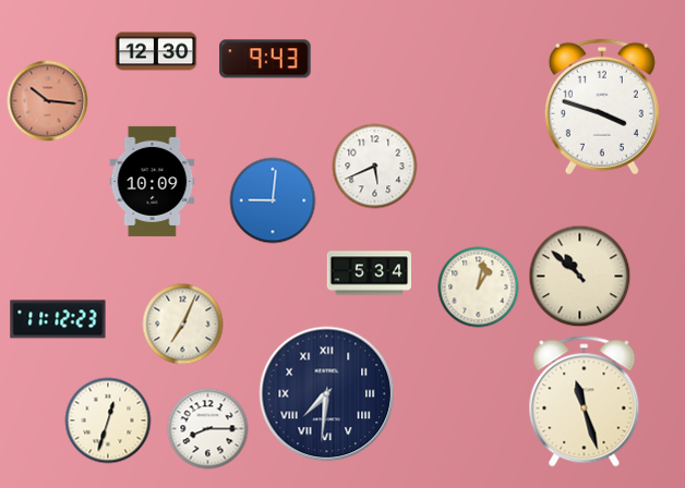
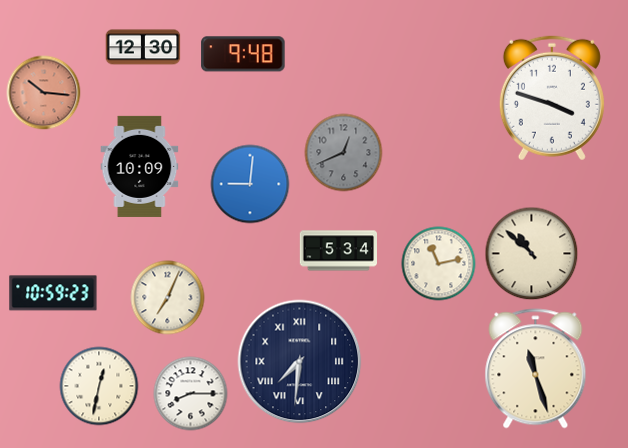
clock at (265, 59): 9:43 -> 9:48
clock at (375, 167): 5:41 -> 12:41
clock at (375, 167) dial: white -> grey
clock at (479, 288): 1:02 -> 11:13
clock at (58, 319): 11:12 -> 10:59
clock at (108, 420): 12:33 -> 12:32
